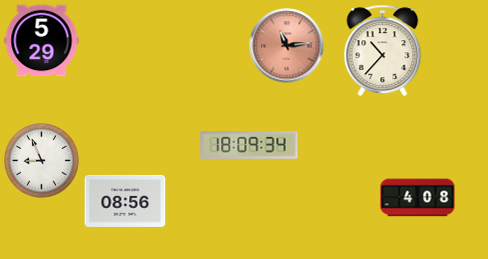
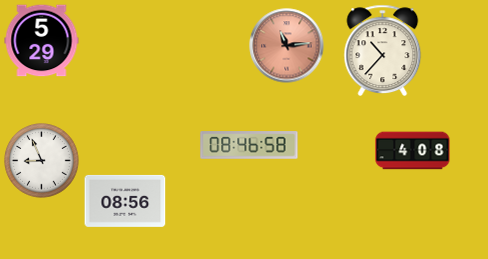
clock at (249, 145): 18:09 -> 08:46
clock at (418, 198) position: (418, 198) -> (413, 151)
